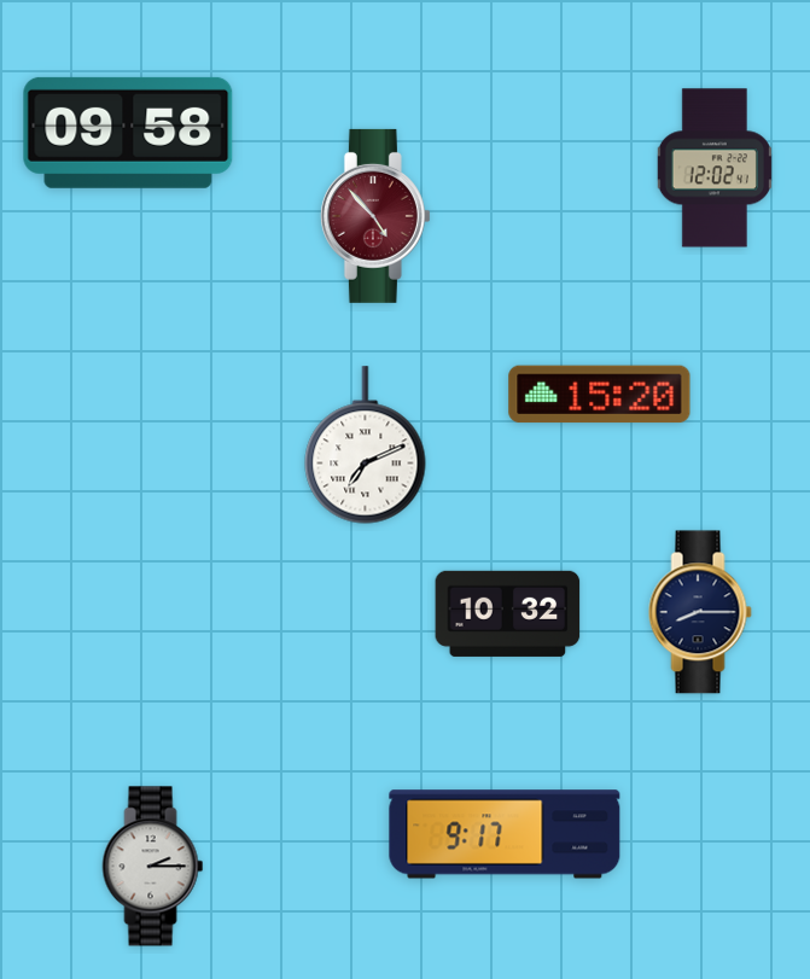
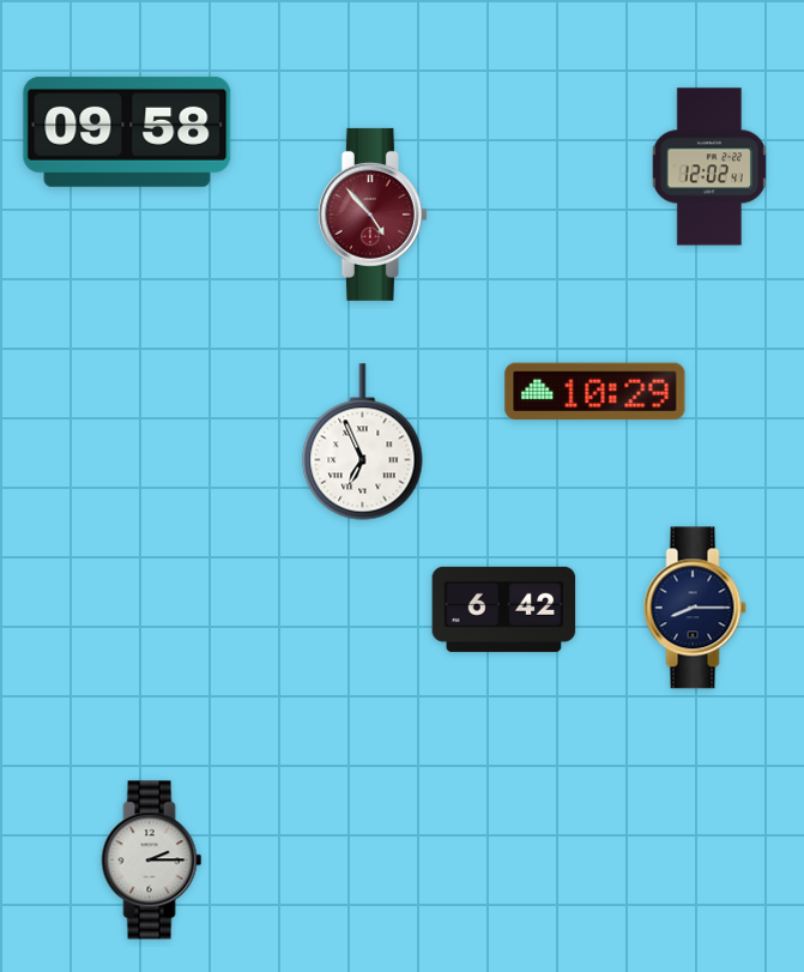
clock at (600, 395): 15:20 -> 10:29
clock at (366, 445): 7:11 -> 6:56
clock at (508, 613): 10:32 -> 6:42
clock at (505, 834): 9:17 -> none
